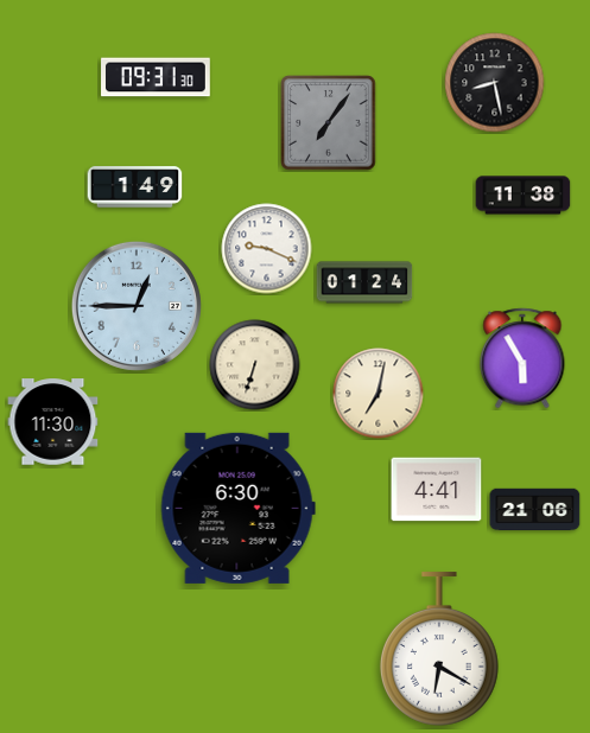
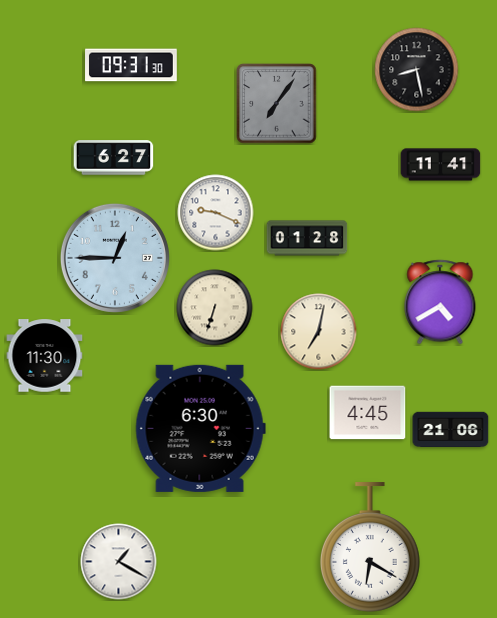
clock at (135, 187): 1:49 -> 6:27
clock at (524, 196): 11:38 -> 11:41
clock at (267, 249) position: (267, 249) -> (216, 213)
clock at (364, 282): 01:24 -> 01:28
clock at (522, 358): 5:55 -> 4:40
clock at (437, 490): 4:41 -> 4:45
clock at (119, 562): none -> 1:20
